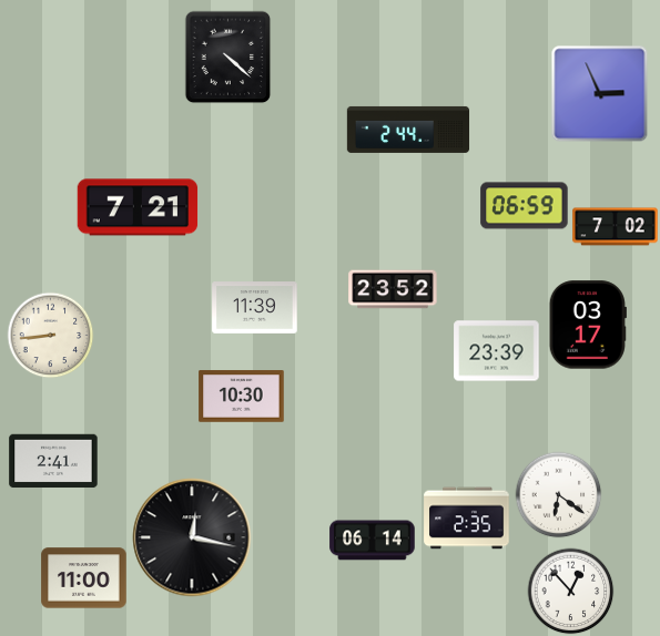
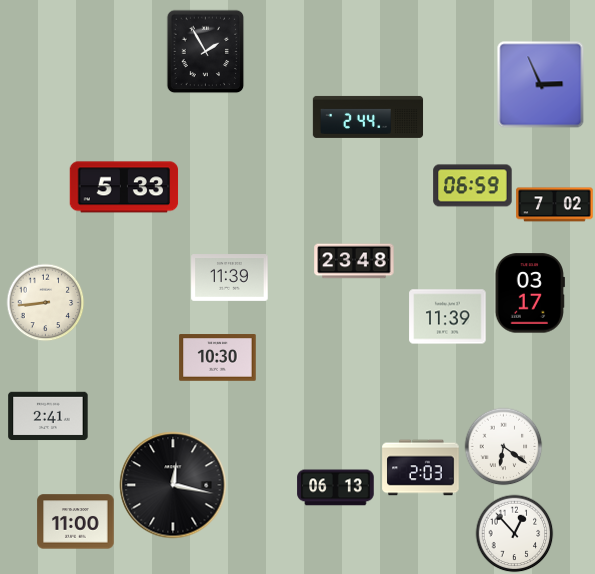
clock at (229, 57): 4:22 -> 1:55
clock at (138, 207): 7:21 -> 5:33
clock at (393, 289): 23:52 -> 23:48
clock at (497, 351): 23:39 -> 11:39
clock at (467, 519): 2:35 -> 2:03
clock at (373, 541): 06:14 -> 06:13
